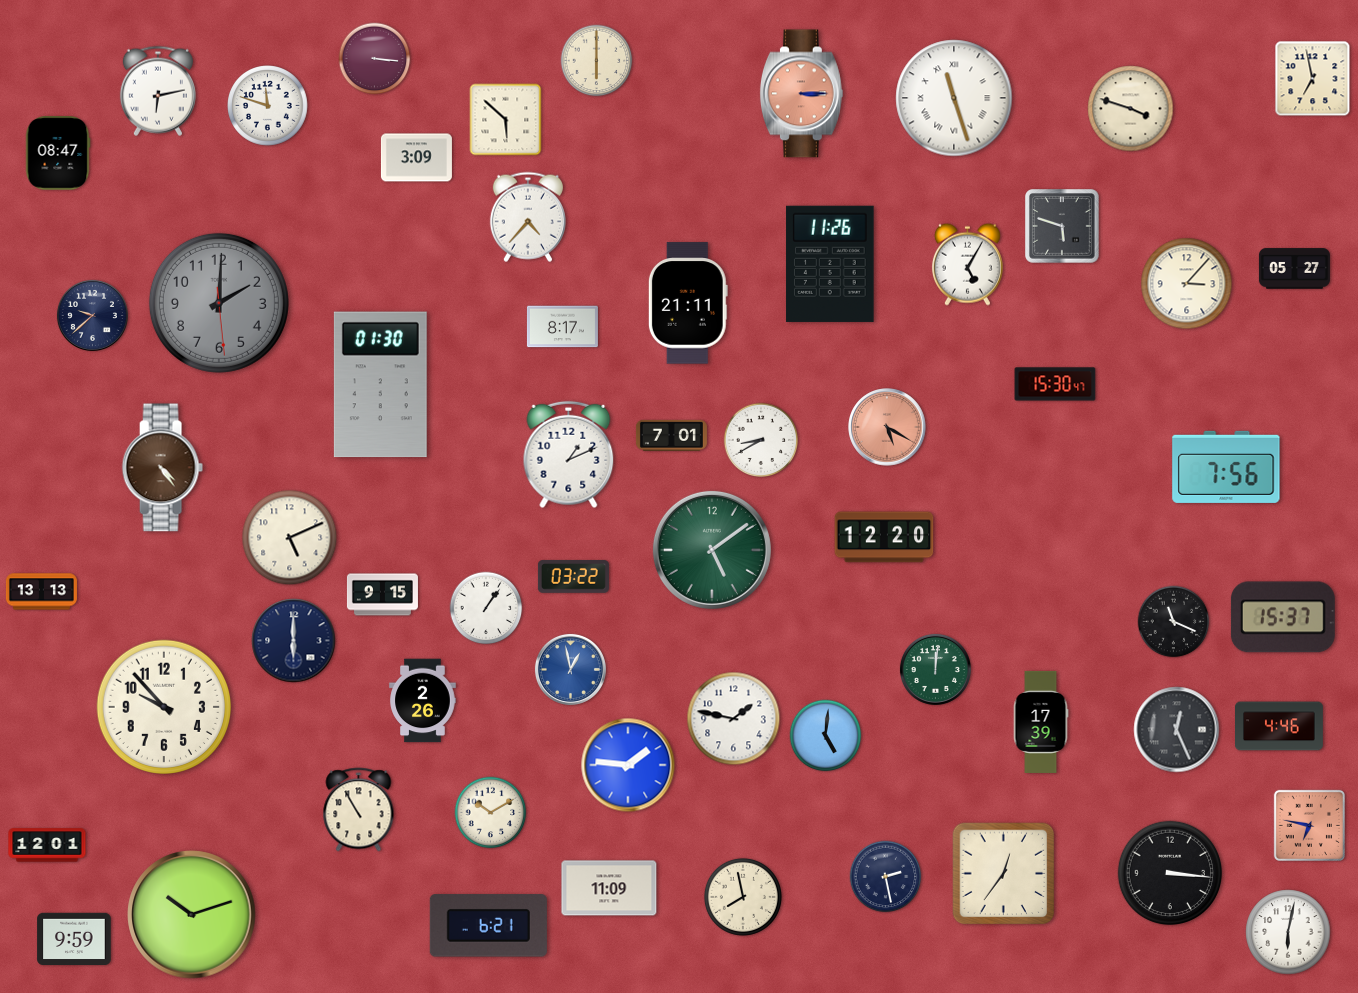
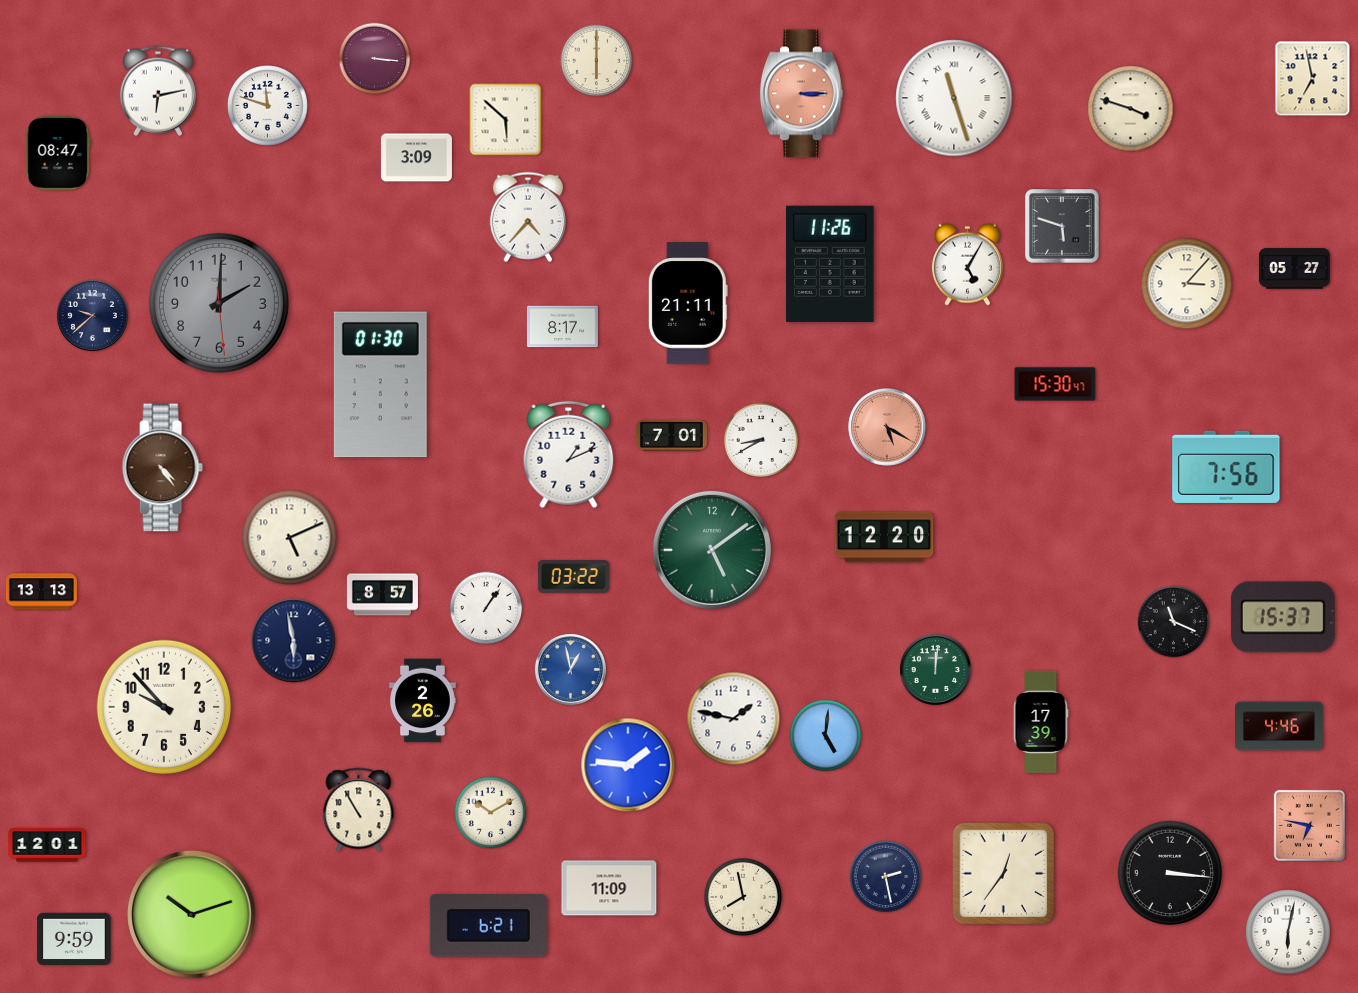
clock at (382, 595): 9:15 -> 8:57
clock at (294, 641): 6:00 -> 5:58
clock at (1177, 730): 12:26 -> none
